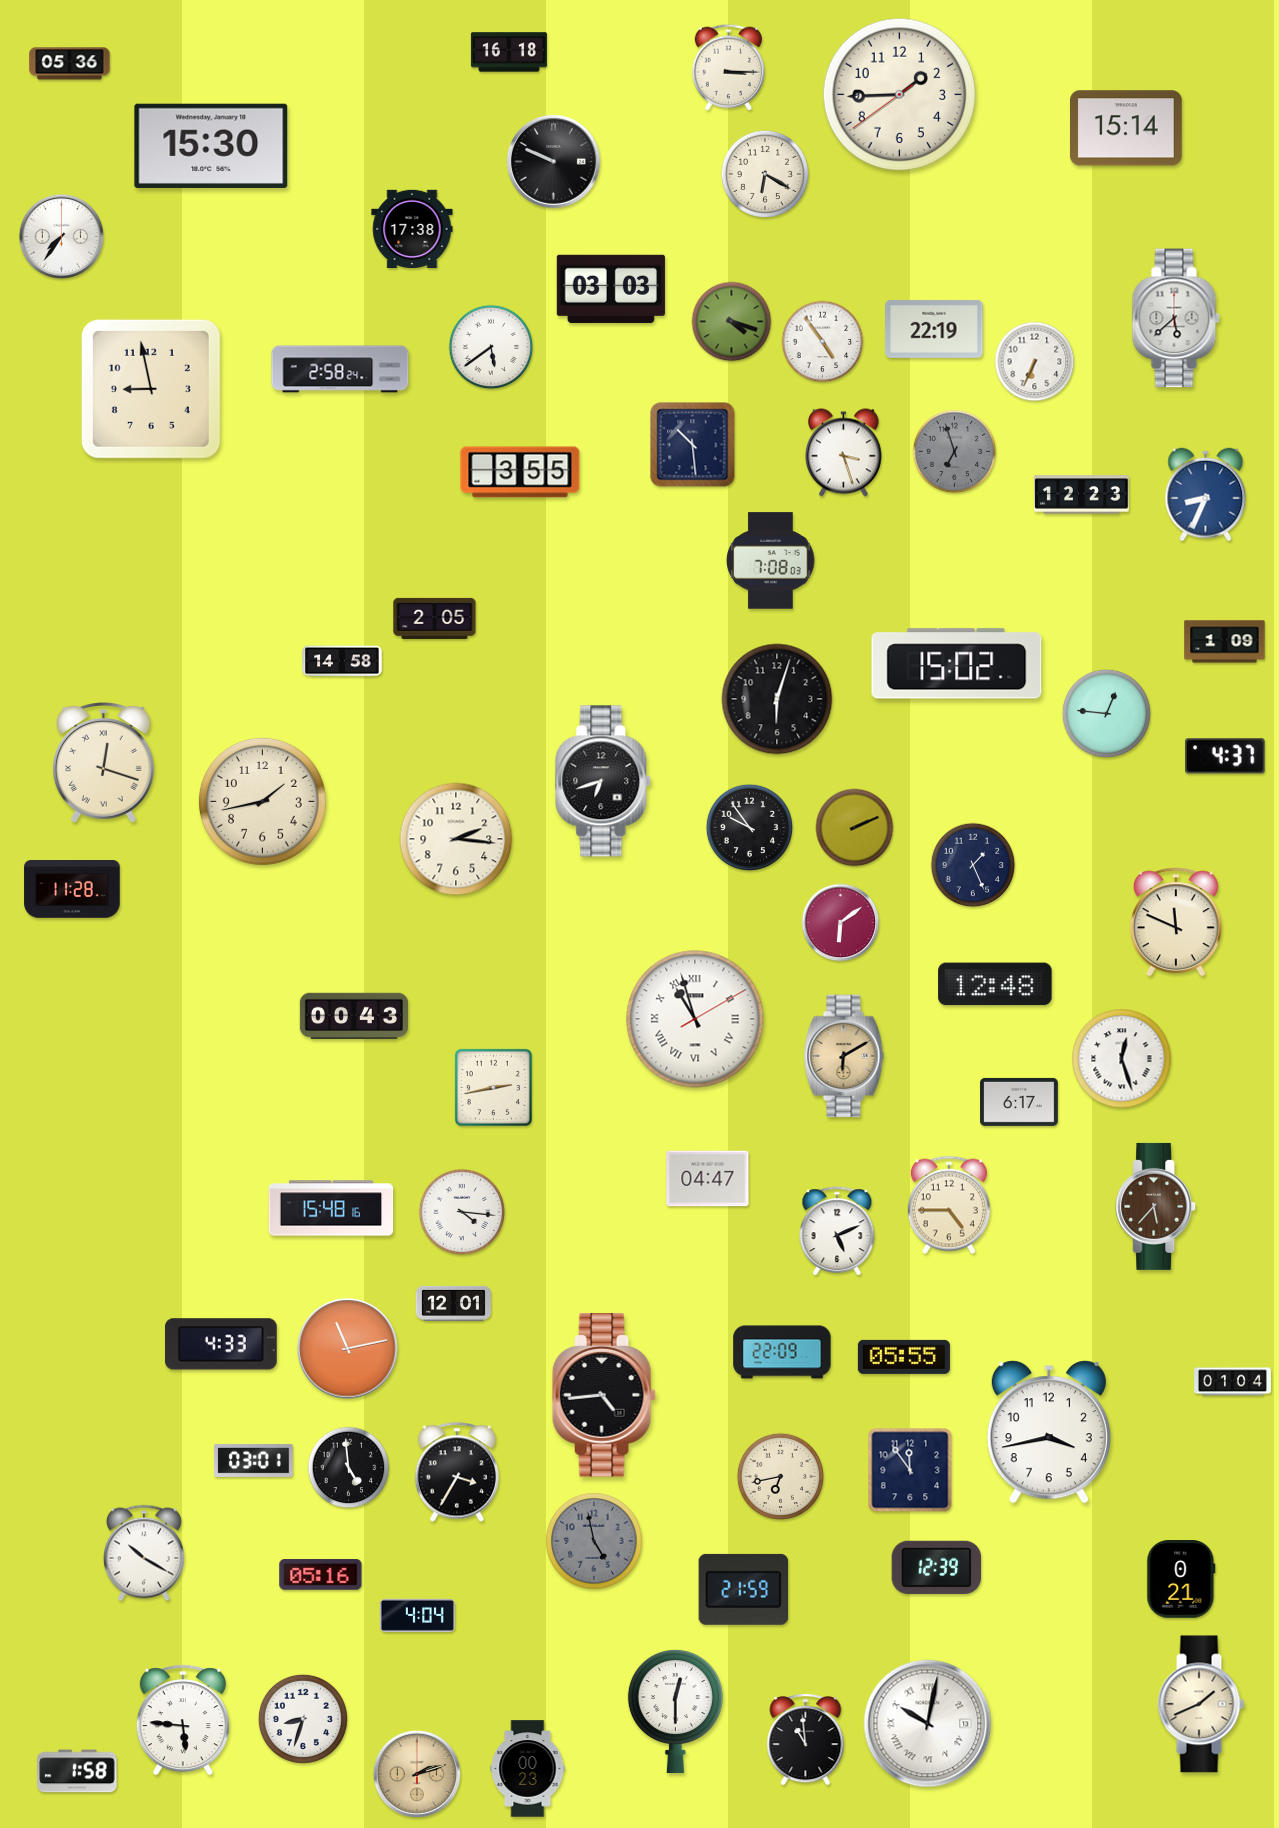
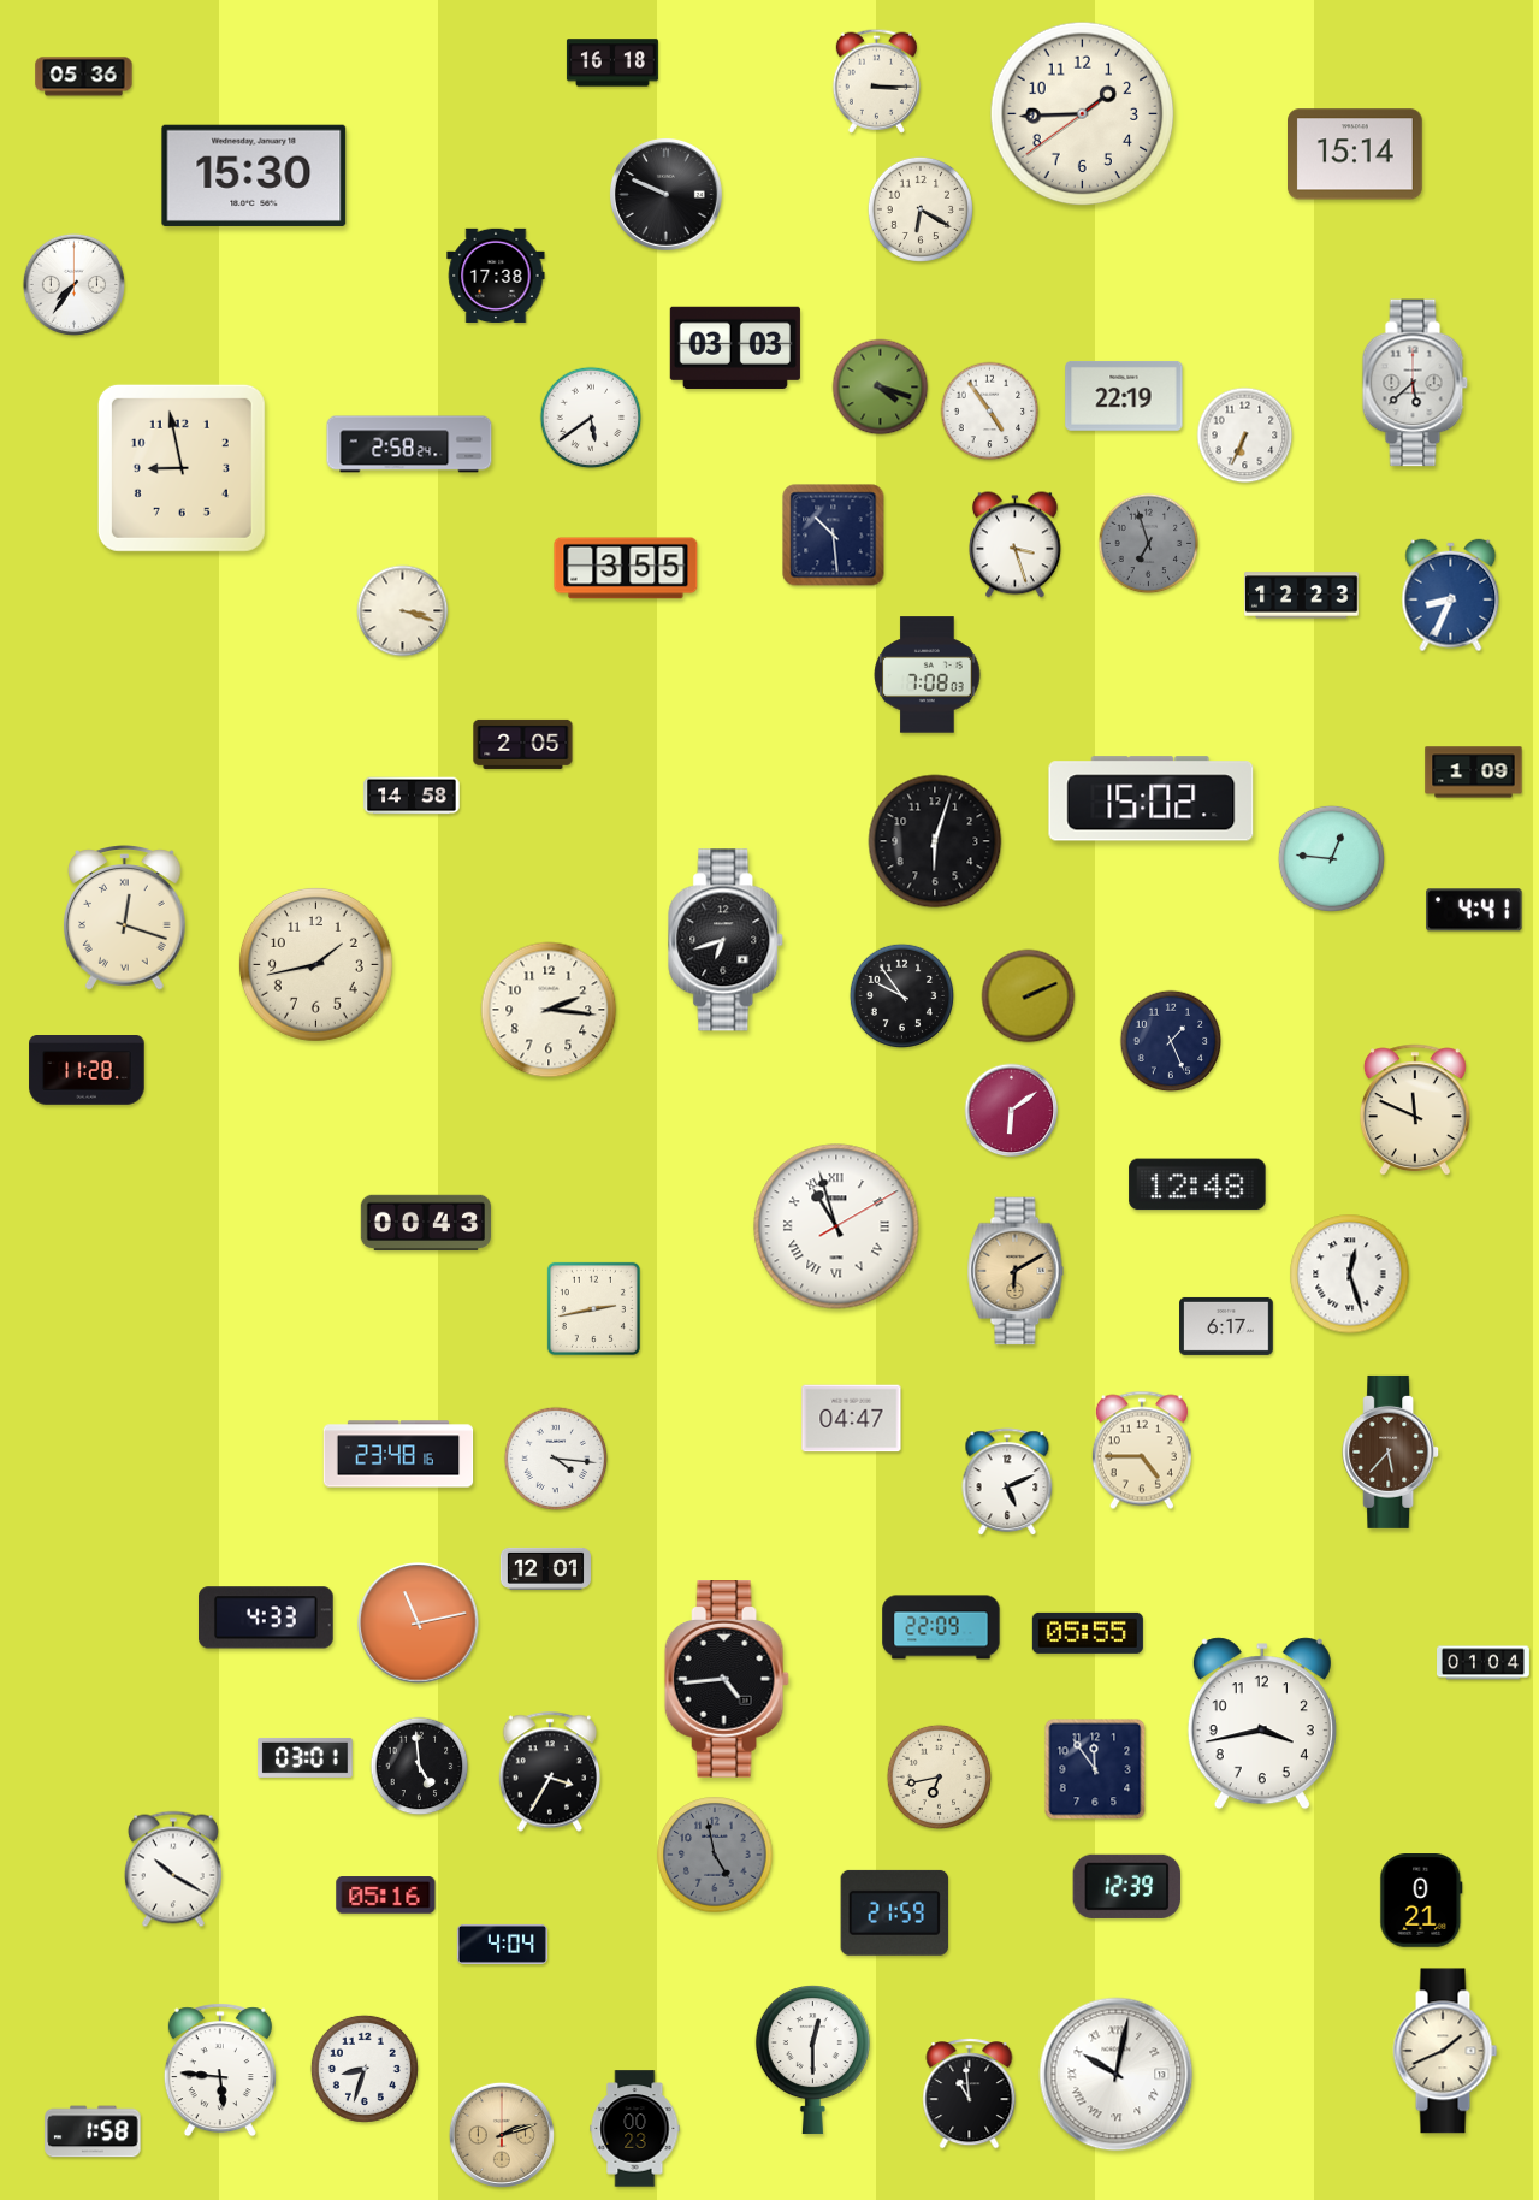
clock at (403, 611): none -> 3:18
clock at (1225, 756): 4:37 -> 4:41
clock at (331, 1208): 15:48 -> 23:48
